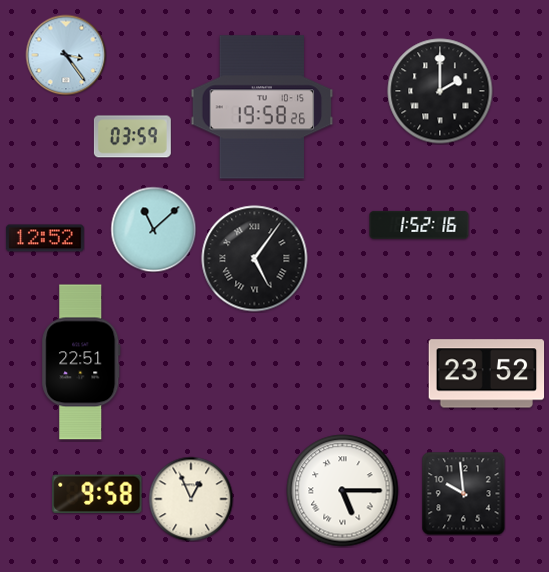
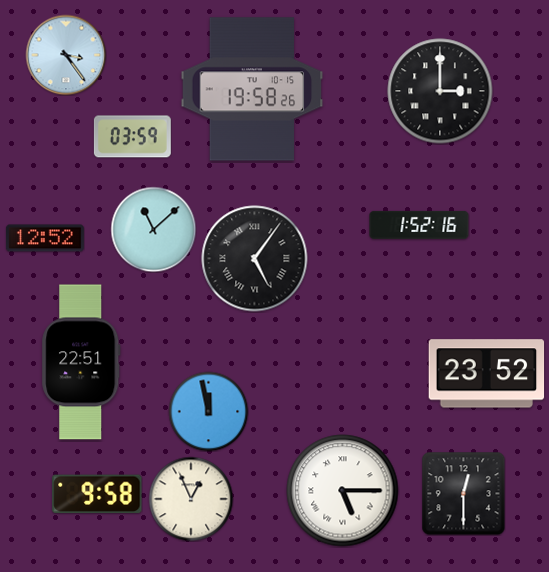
clock at (440, 91): 2:00 -> 3:00
clock at (262, 107) position: (262, 107) -> (252, 89)
clock at (208, 411): none -> 11:58
clock at (463, 493): 9:59 -> 12:30
